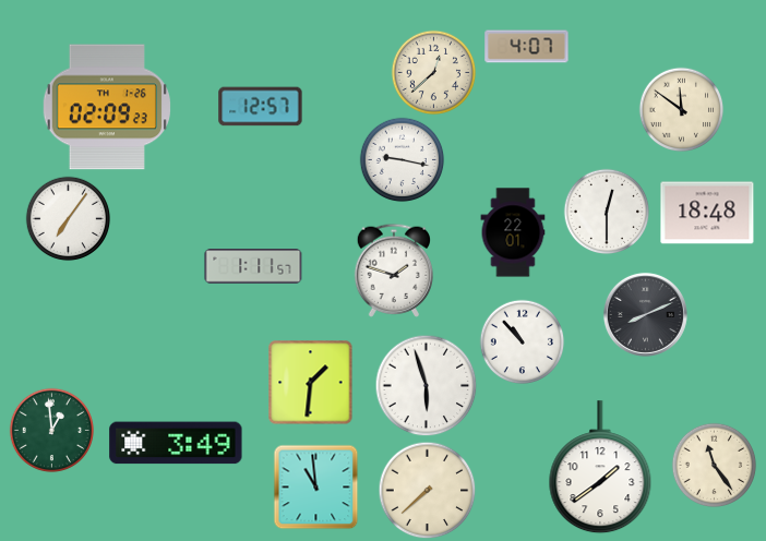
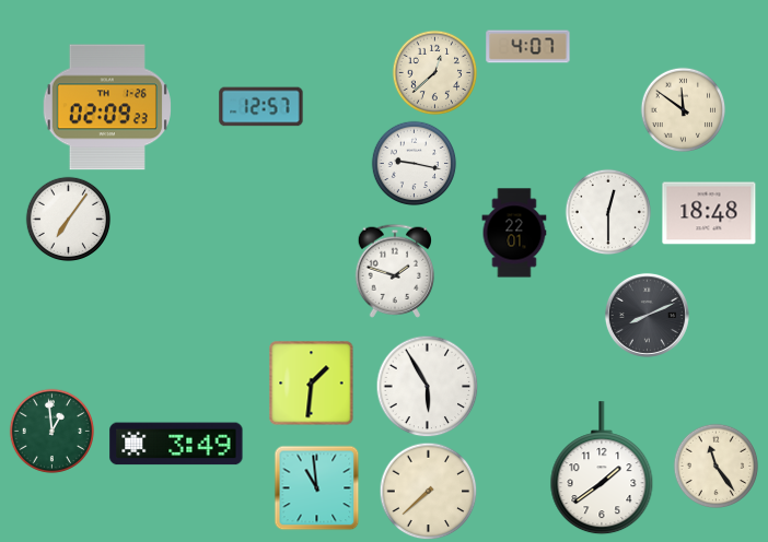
clock at (402, 159) position: (402, 159) -> (414, 163)
clock at (253, 266): 1:11 -> none
clock at (522, 341): 10:53 -> none
clock at (426, 385): 5:57 -> 5:55
